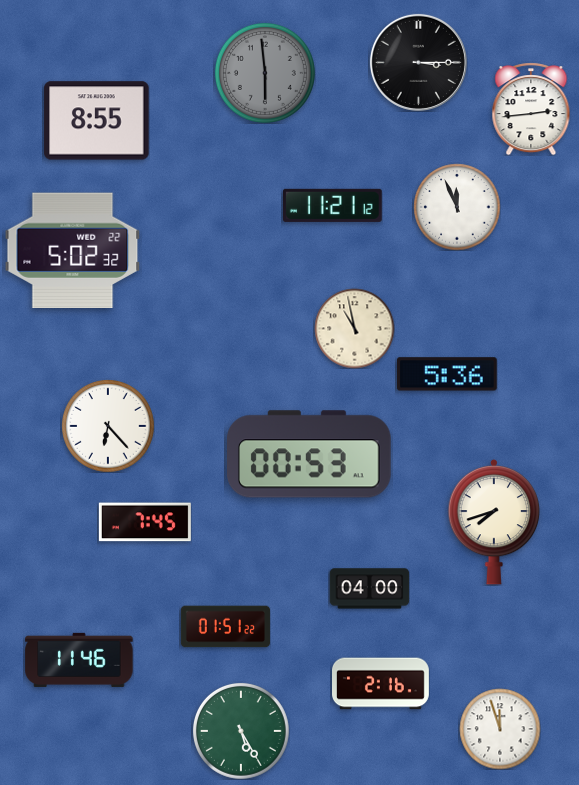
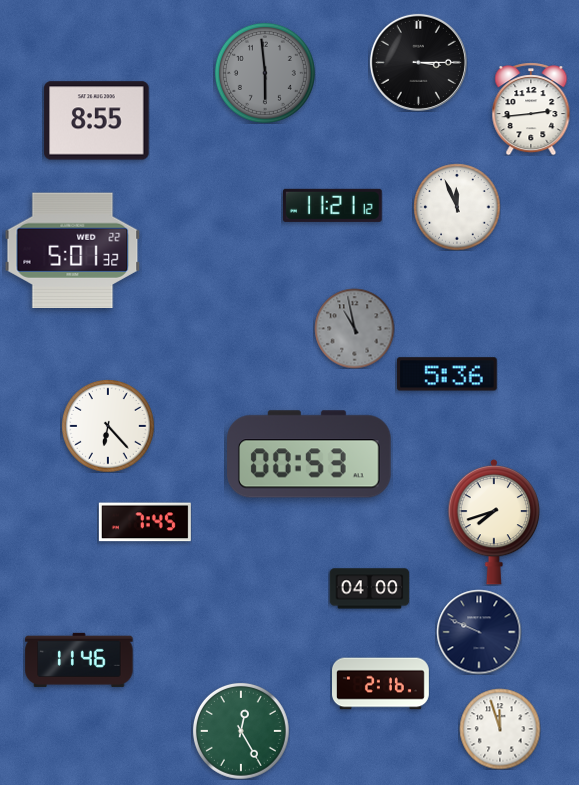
clock at (73, 250): 5:02 -> 5:01
clock at (354, 328) dial: cream -> grey
clock at (225, 627): 01:51 -> none
clock at (479, 632): none -> 9:49
clock at (241, 731): 5:25 -> 12:25
